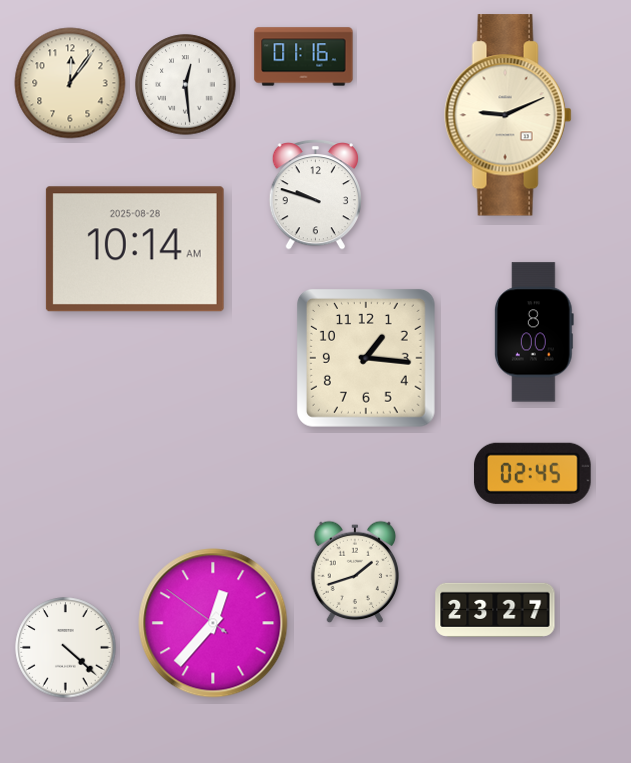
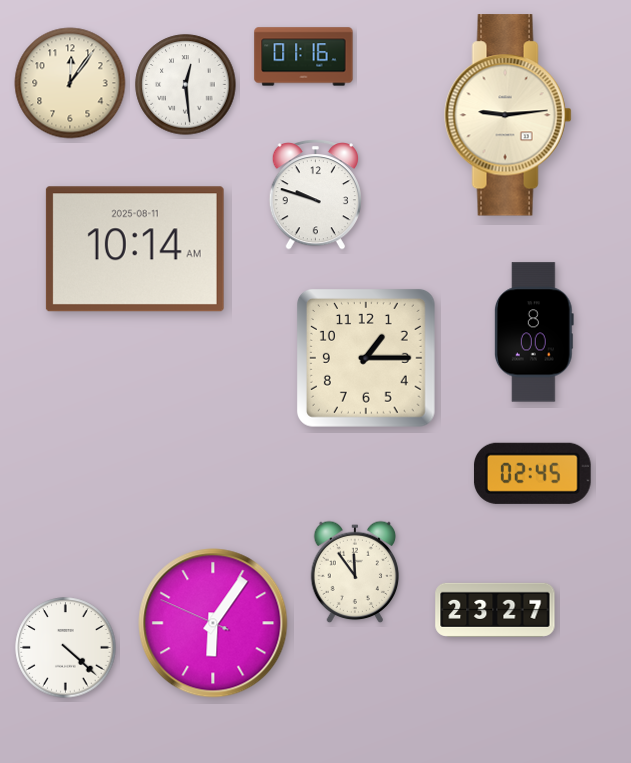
clock at (508, 115): 9:11 -> 9:14
clock at (135, 249) date: 2025-08-28 -> 2025-08-11
clock at (366, 358): 1:16 -> 1:15
clock at (355, 572): 1:42 -> 11:54
clock at (213, 623): 12:36 -> 6:05
